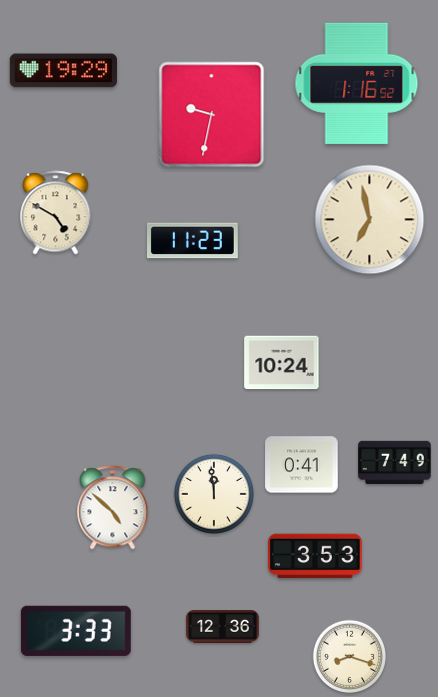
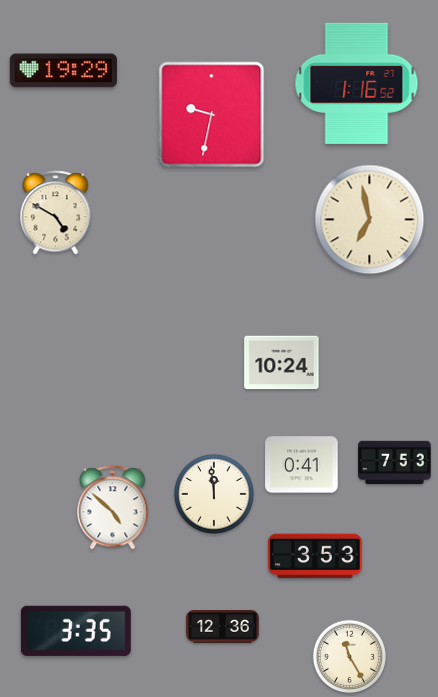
clock at (192, 241): 11:23 -> none
clock at (395, 462): 7:49 -> 7:53
clock at (76, 631): 3:33 -> 3:35
clock at (350, 657): 8:18 -> 11:25
